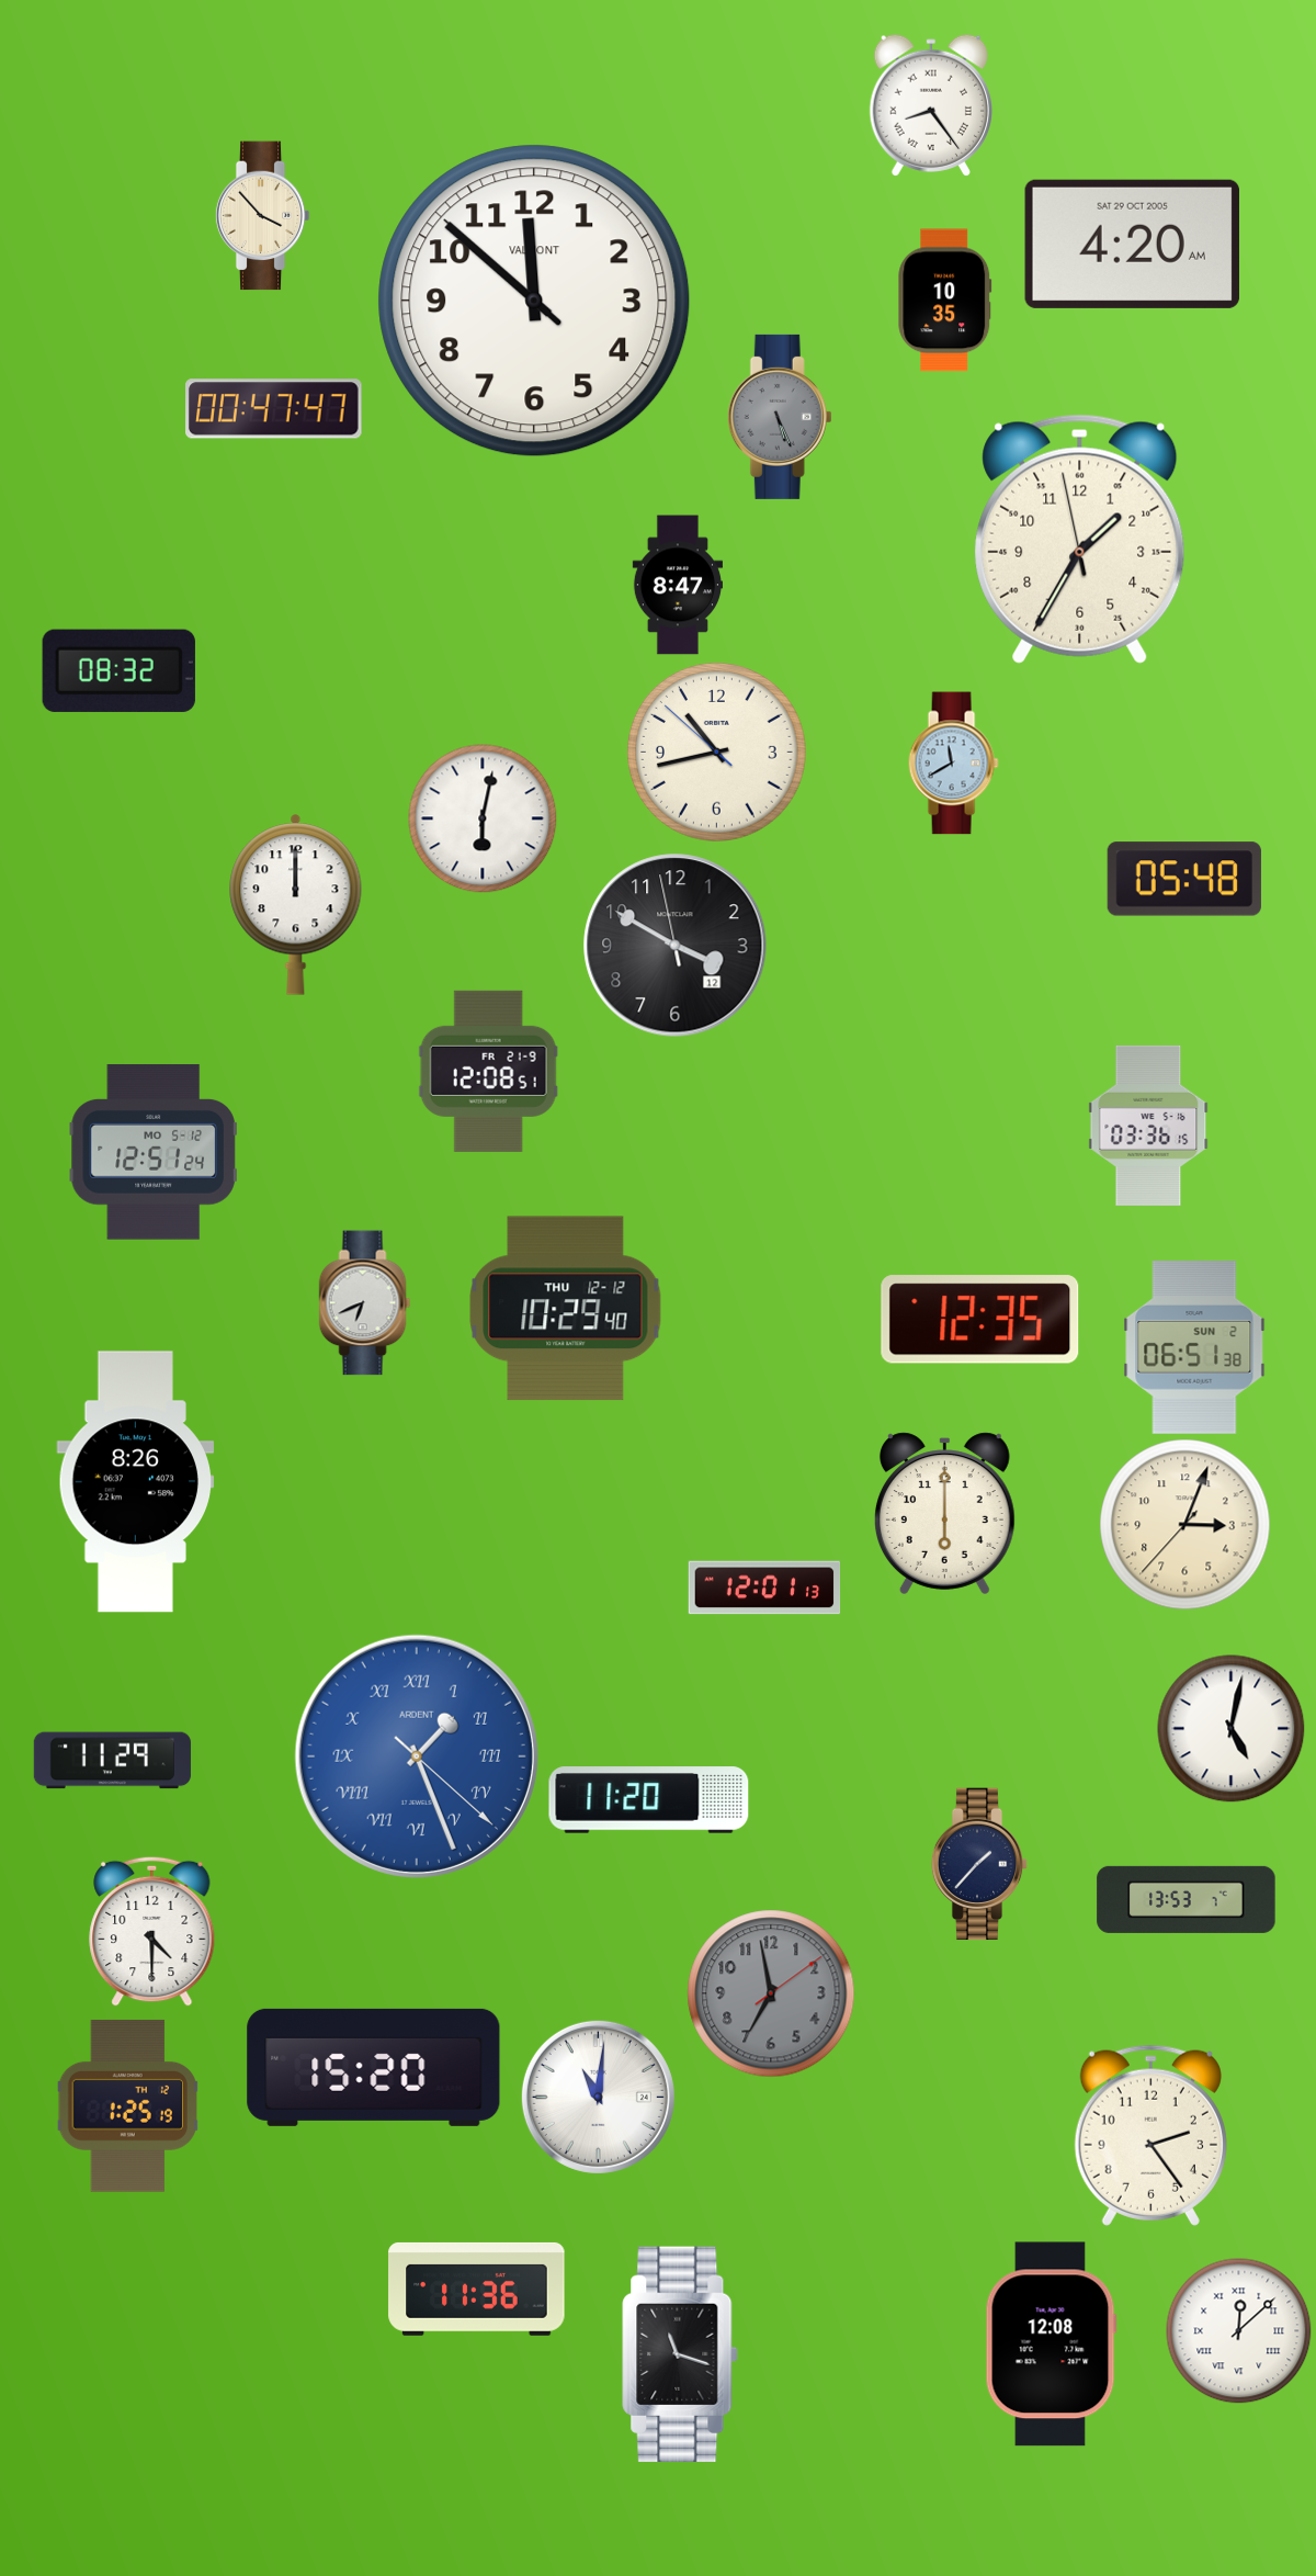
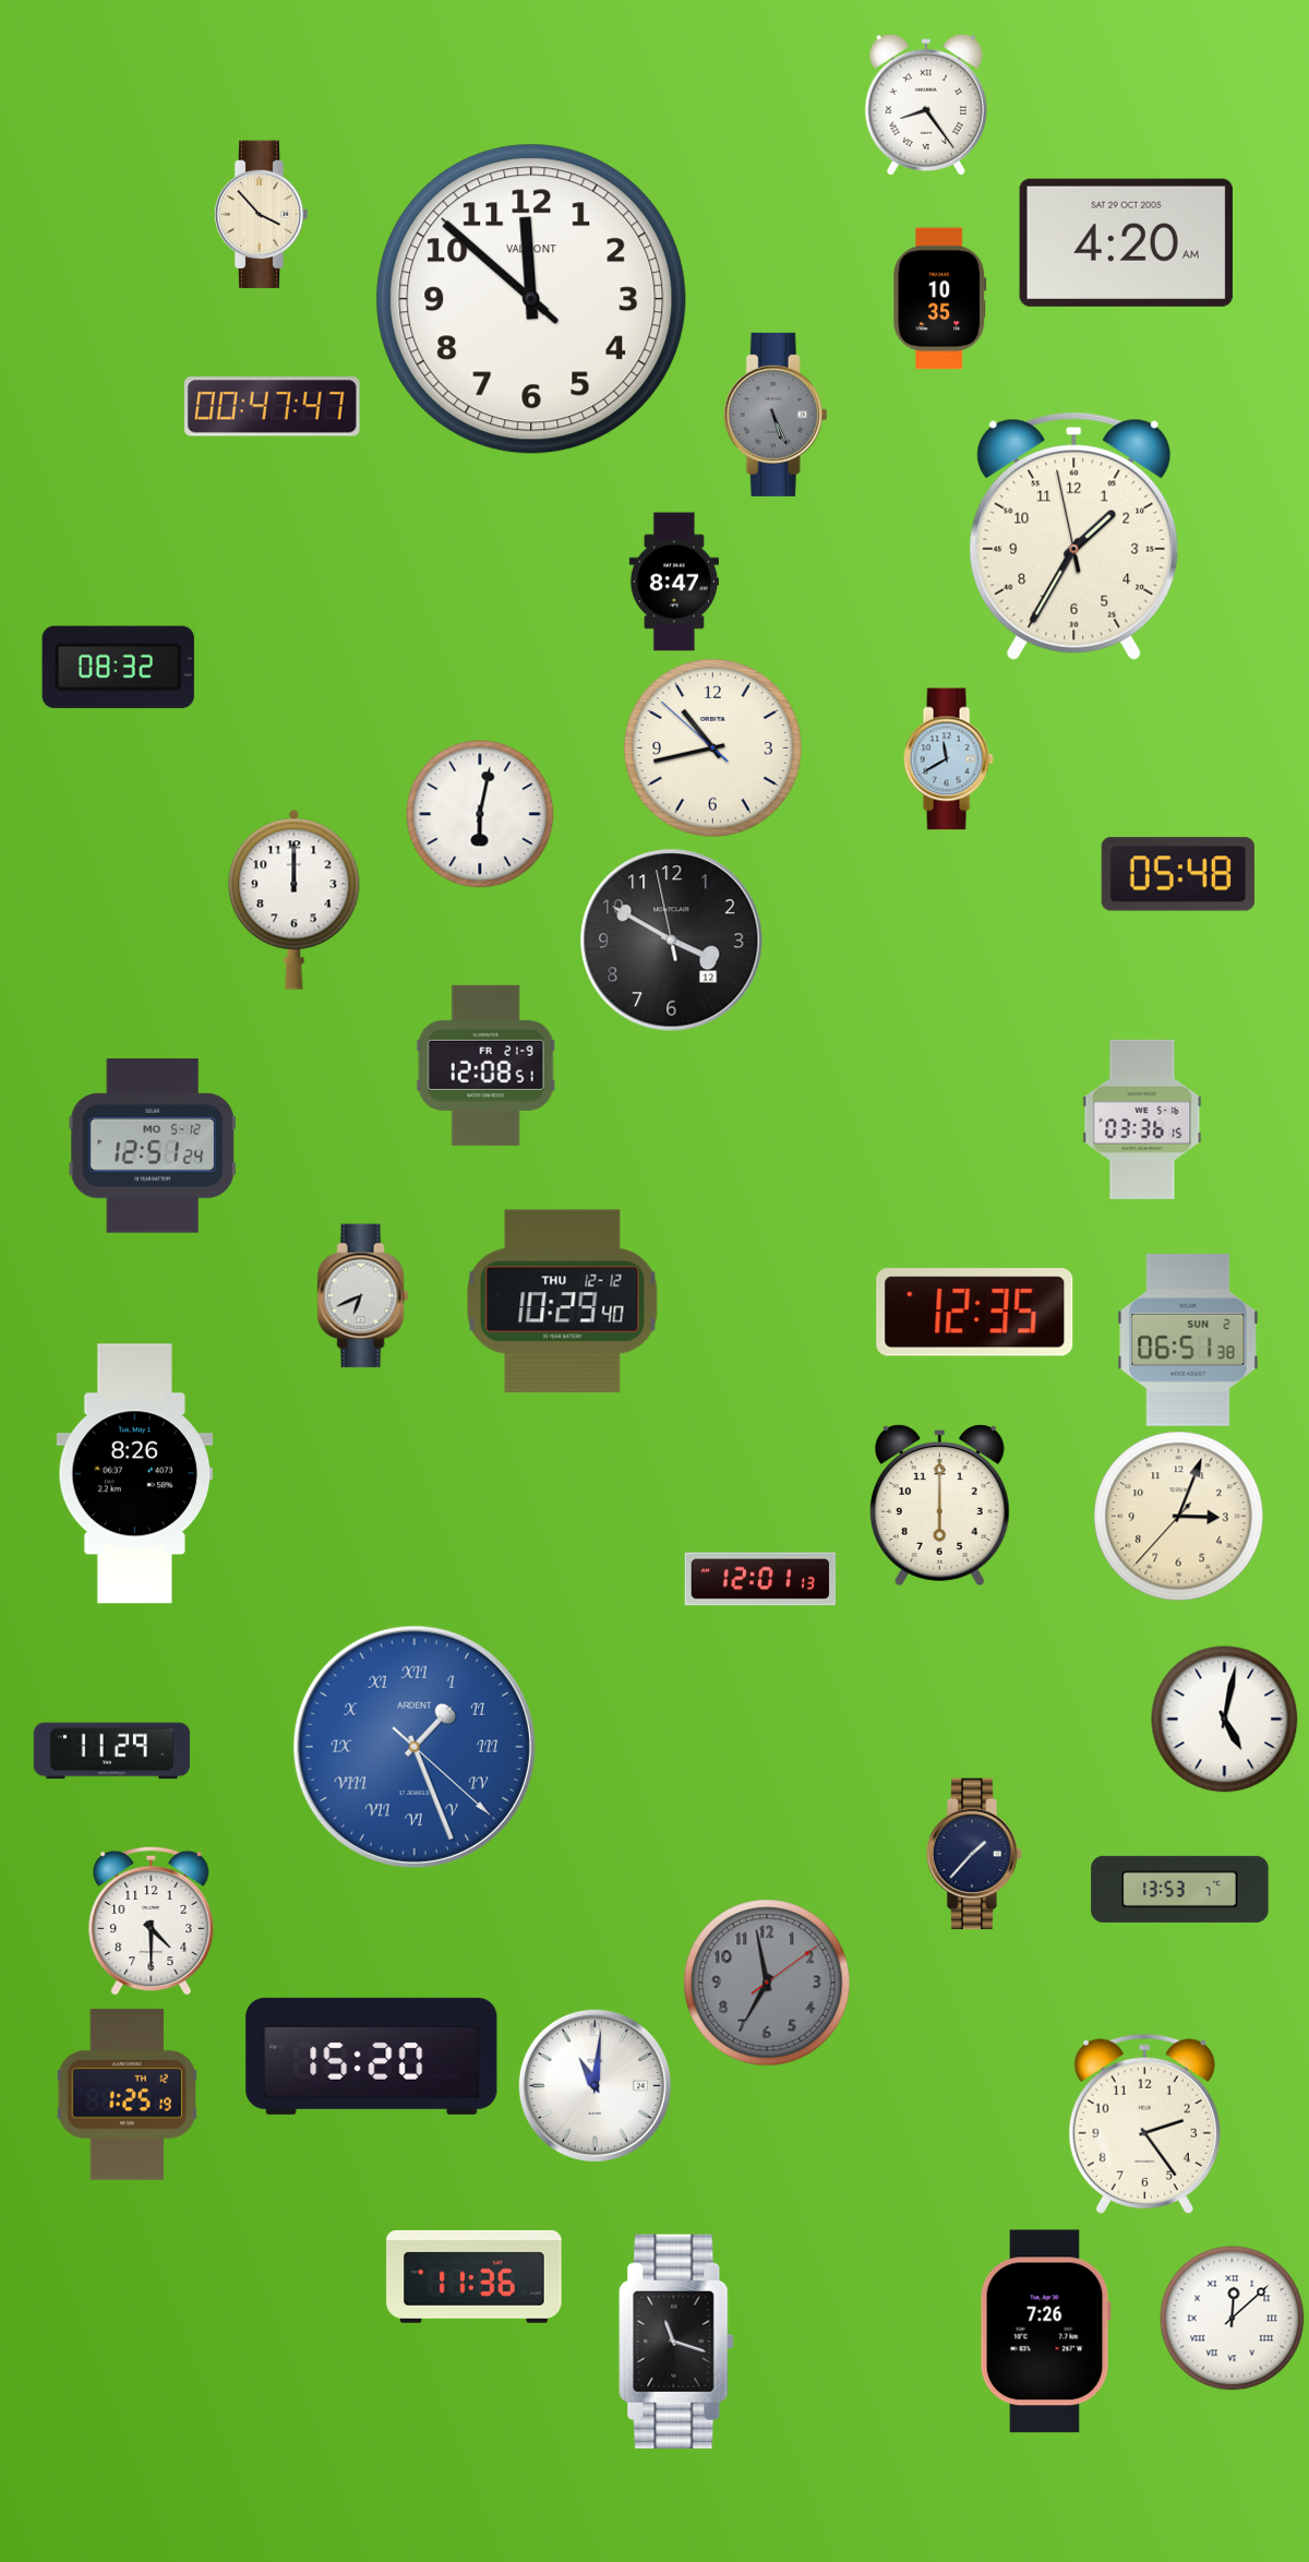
clock at (649, 1800): 11:20 -> none
clock at (1051, 2345): 12:08 -> 7:26
